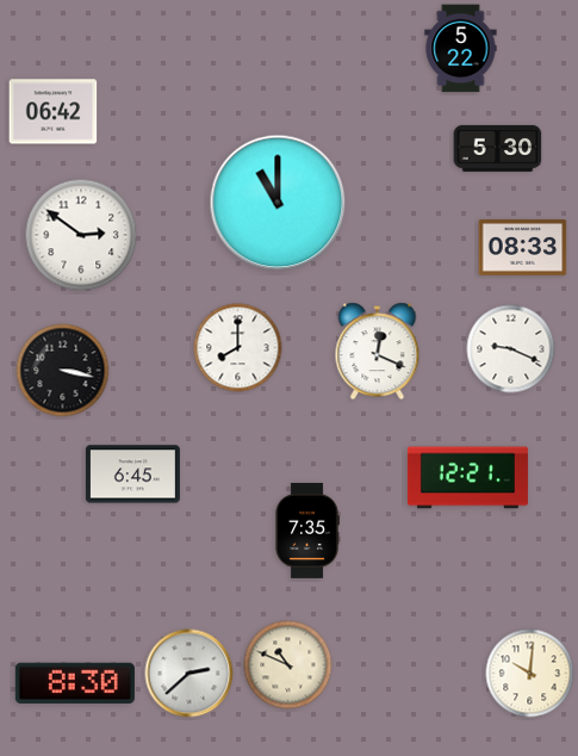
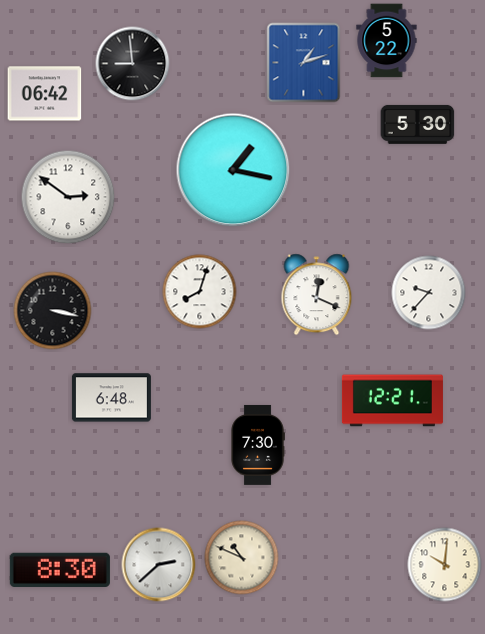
clock at (304, 63): none -> 1:12
clock at (133, 64): none -> 8:59
clock at (278, 203): 11:00 -> 1:17
clock at (523, 247): 08:33 -> none
clock at (238, 348): 8:00 -> 8:03
clock at (511, 349): 9:19 -> 9:37
clock at (132, 475): 6:45 -> 6:48
clock at (307, 531): 7:35 -> 7:30
clock at (75, 683) position: (75, 683) -> (60, 570)
